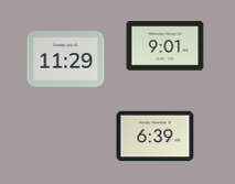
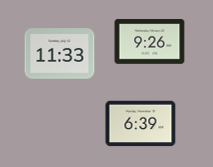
clock at (165, 46): 9:01 -> 9:26
clock at (66, 59): 11:29 -> 11:33
